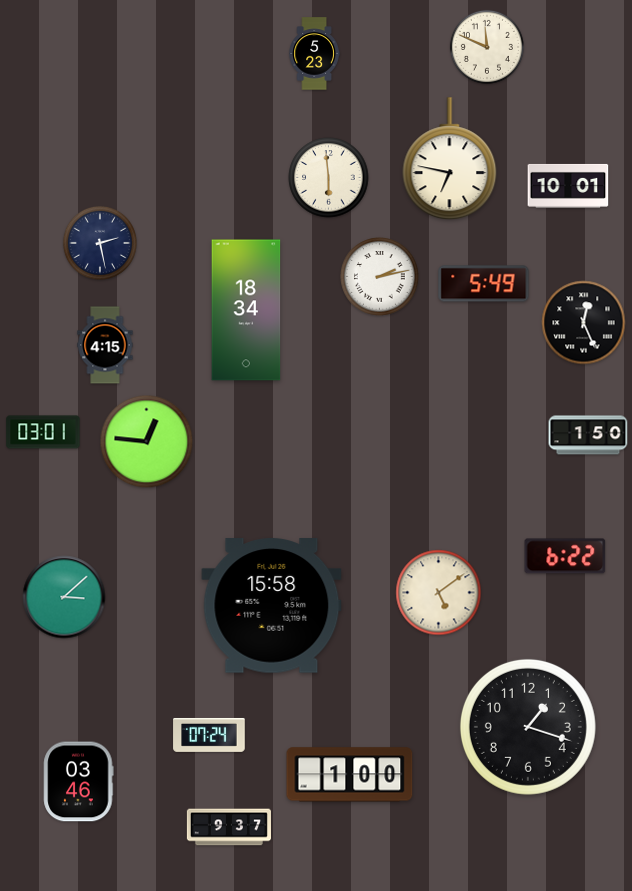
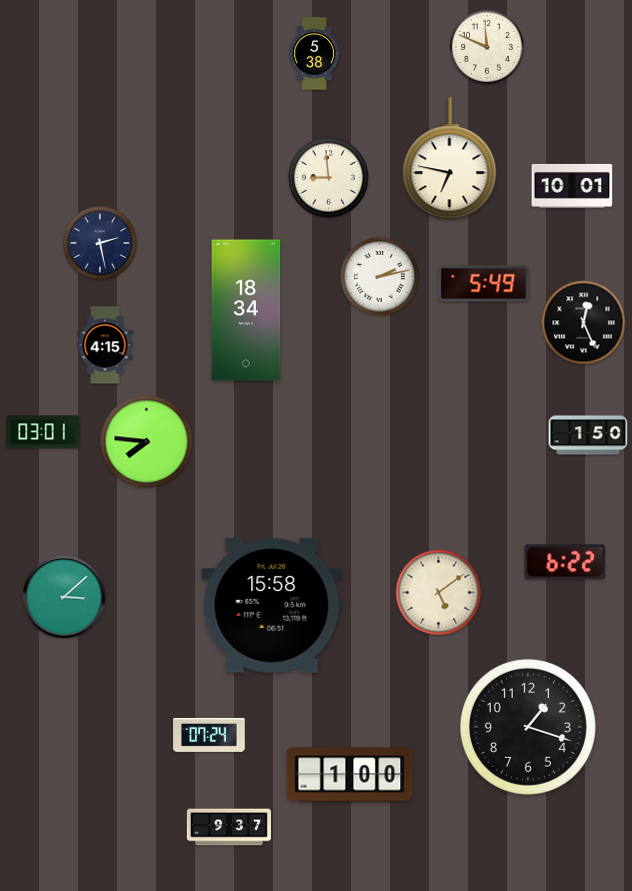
clock at (314, 54): 5:23 -> 5:38
clock at (329, 178): 5:59 -> 8:59
clock at (568, 186) position: (568, 186) -> (572, 186)
clock at (147, 442): 12:46 -> 7:46
clock at (565, 556) position: (565, 556) -> (565, 562)
clock at (79, 782): 03:46 -> none
